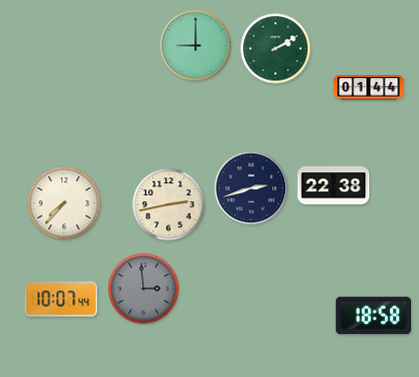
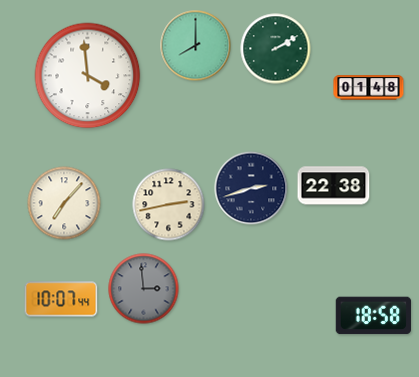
clock at (196, 46): 9:00 -> 8:00
clock at (88, 76): none -> 3:59
clock at (369, 88): 01:44 -> 01:48
clock at (64, 203): 7:37 -> 7:07
